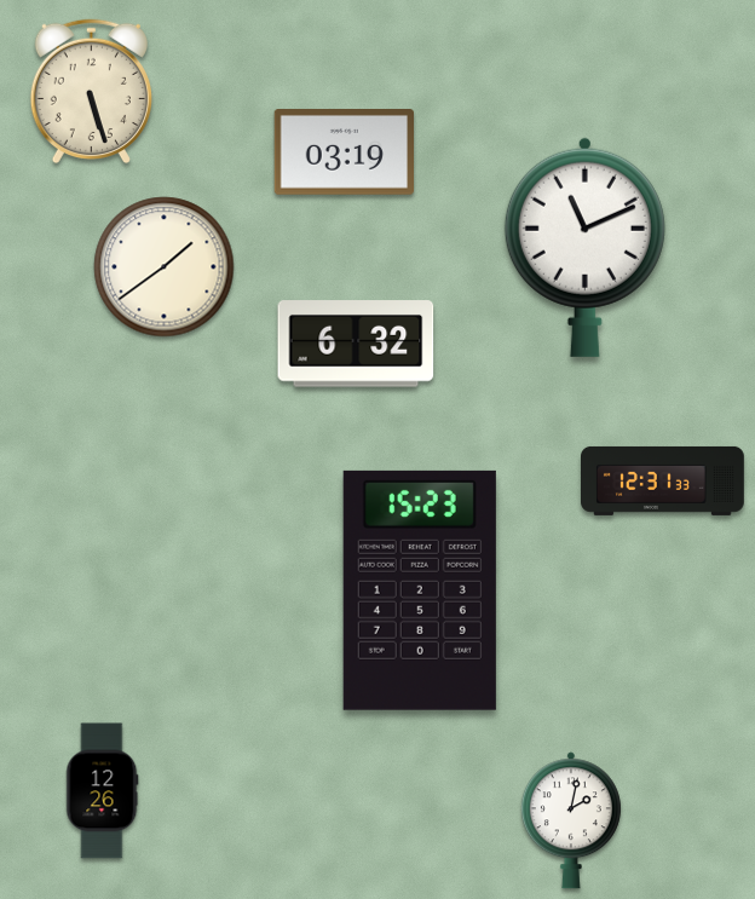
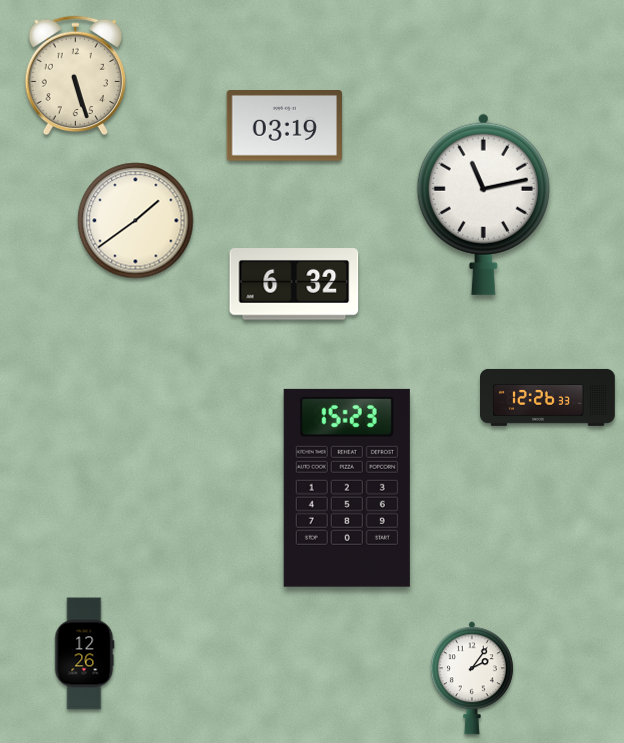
clock at (584, 247): 11:11 -> 11:13
clock at (663, 480): 12:31 -> 12:26
clock at (571, 820): 2:02 -> 2:06
